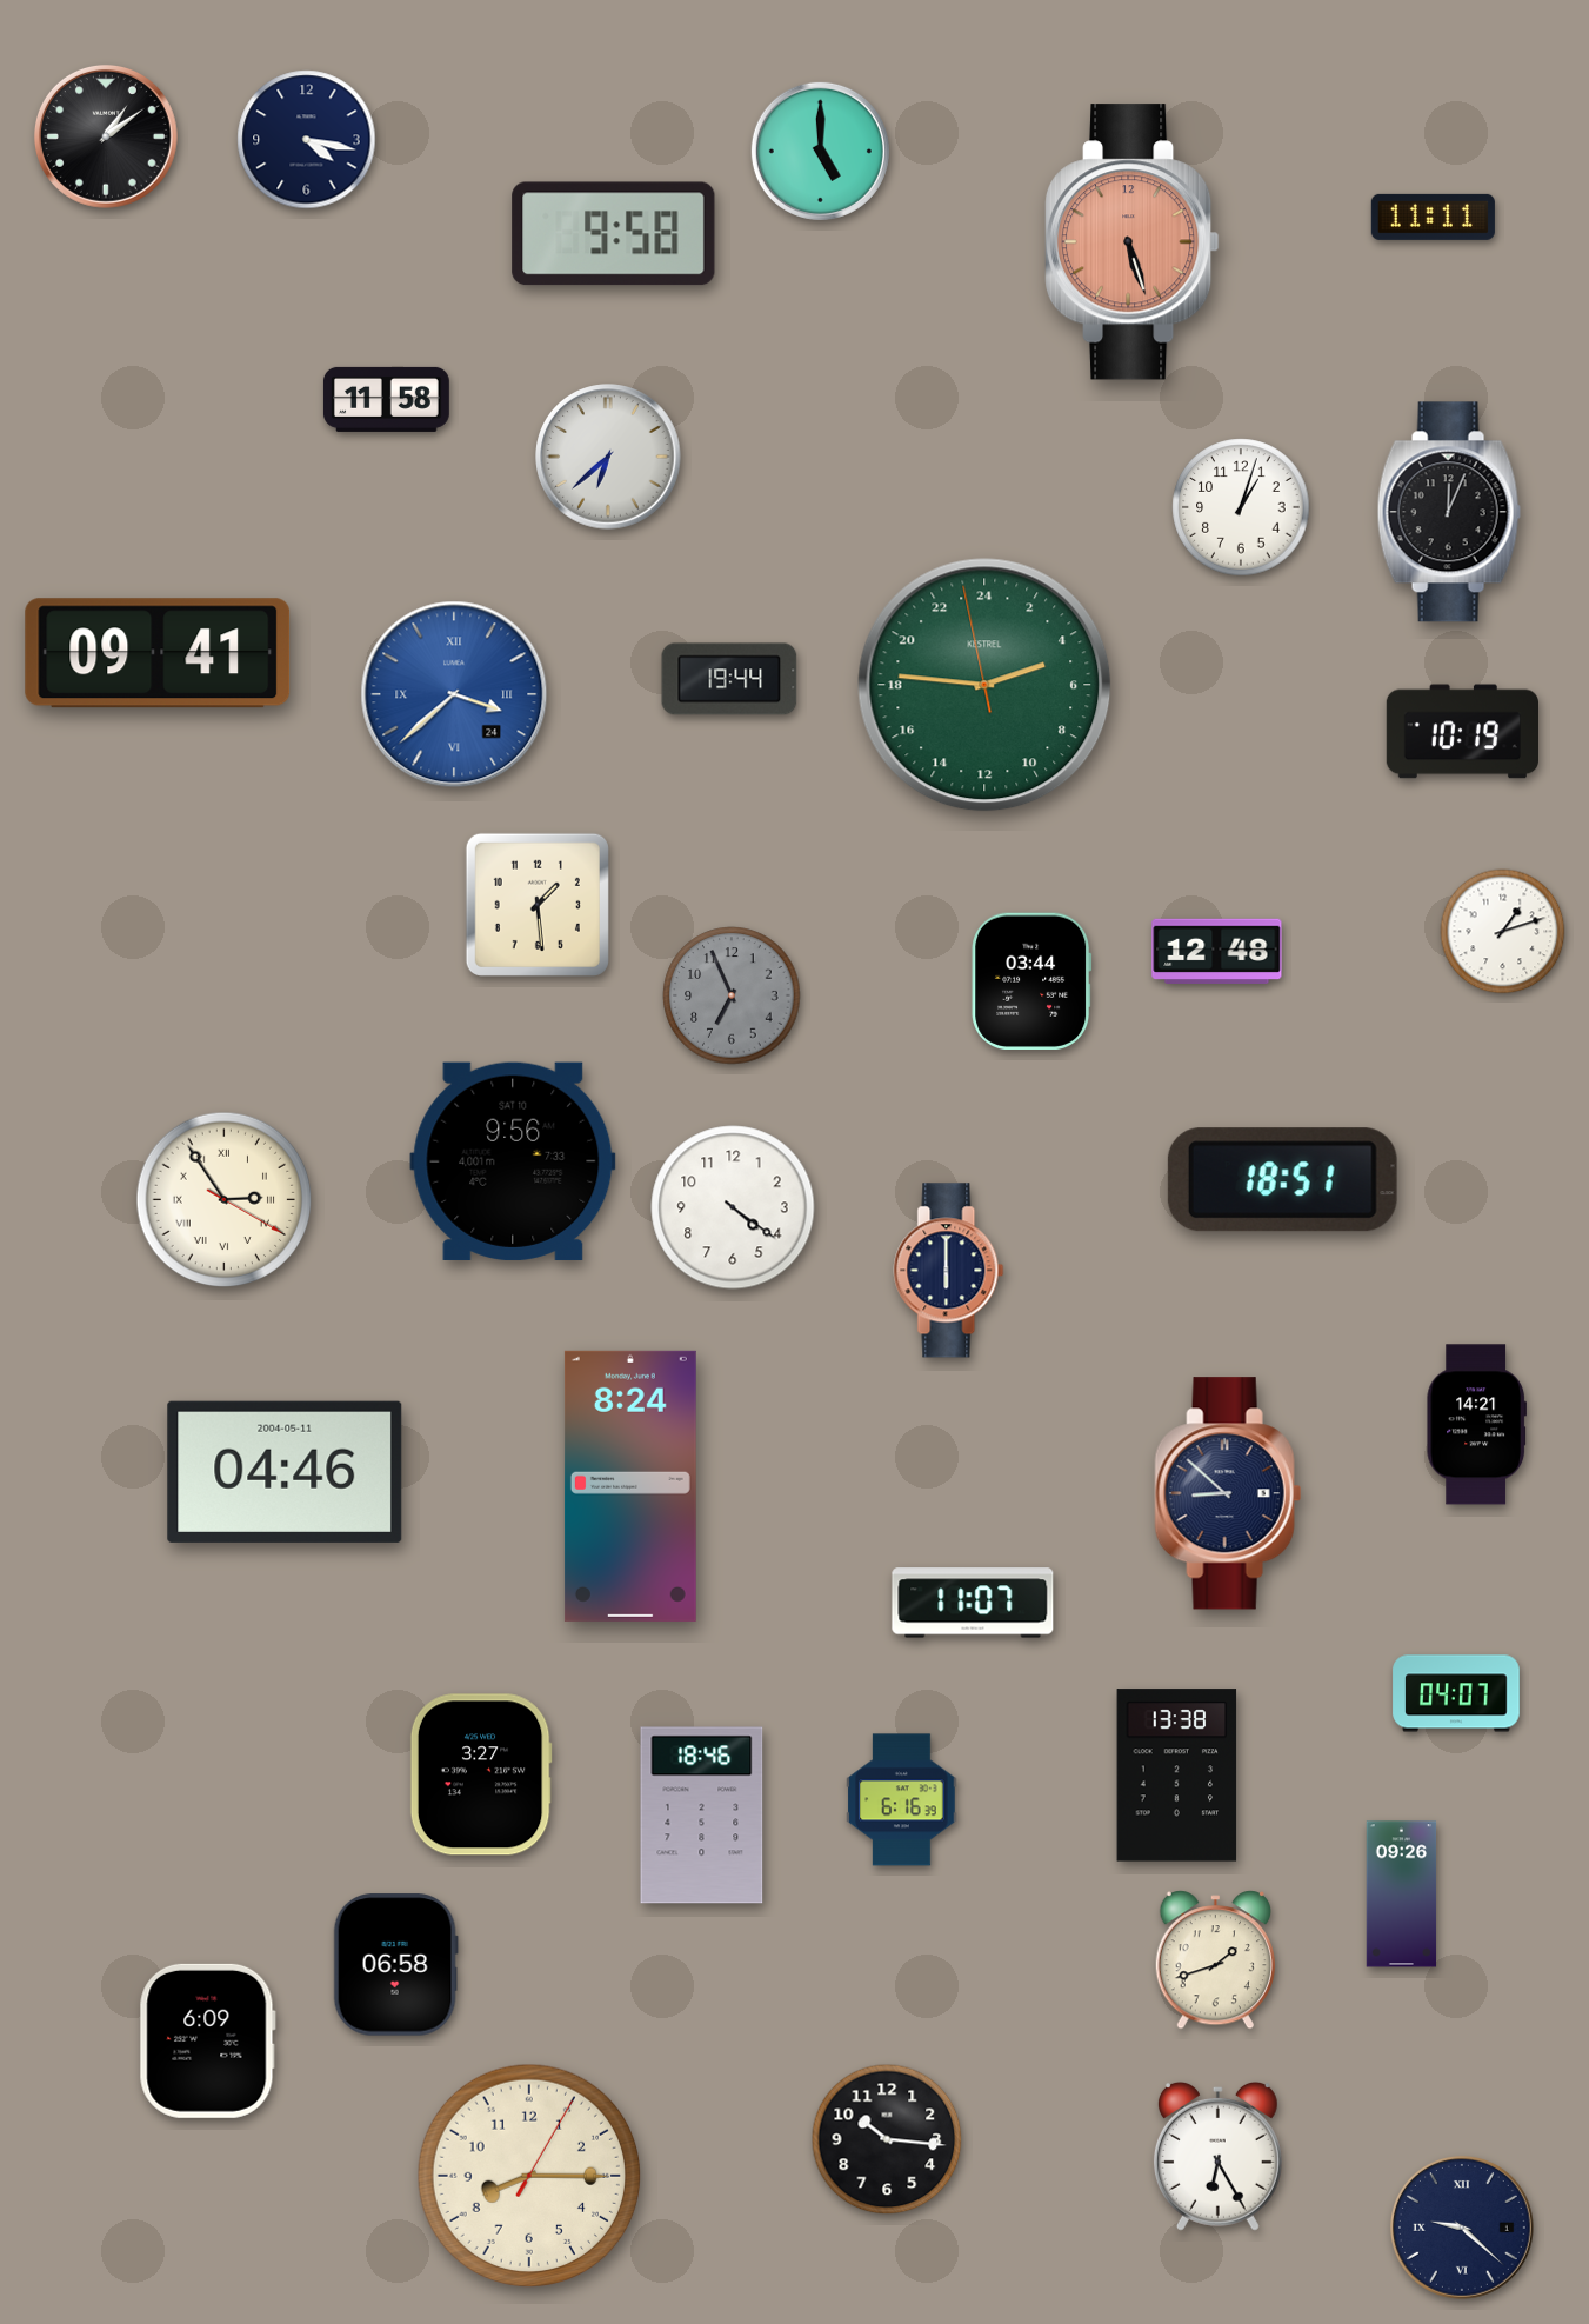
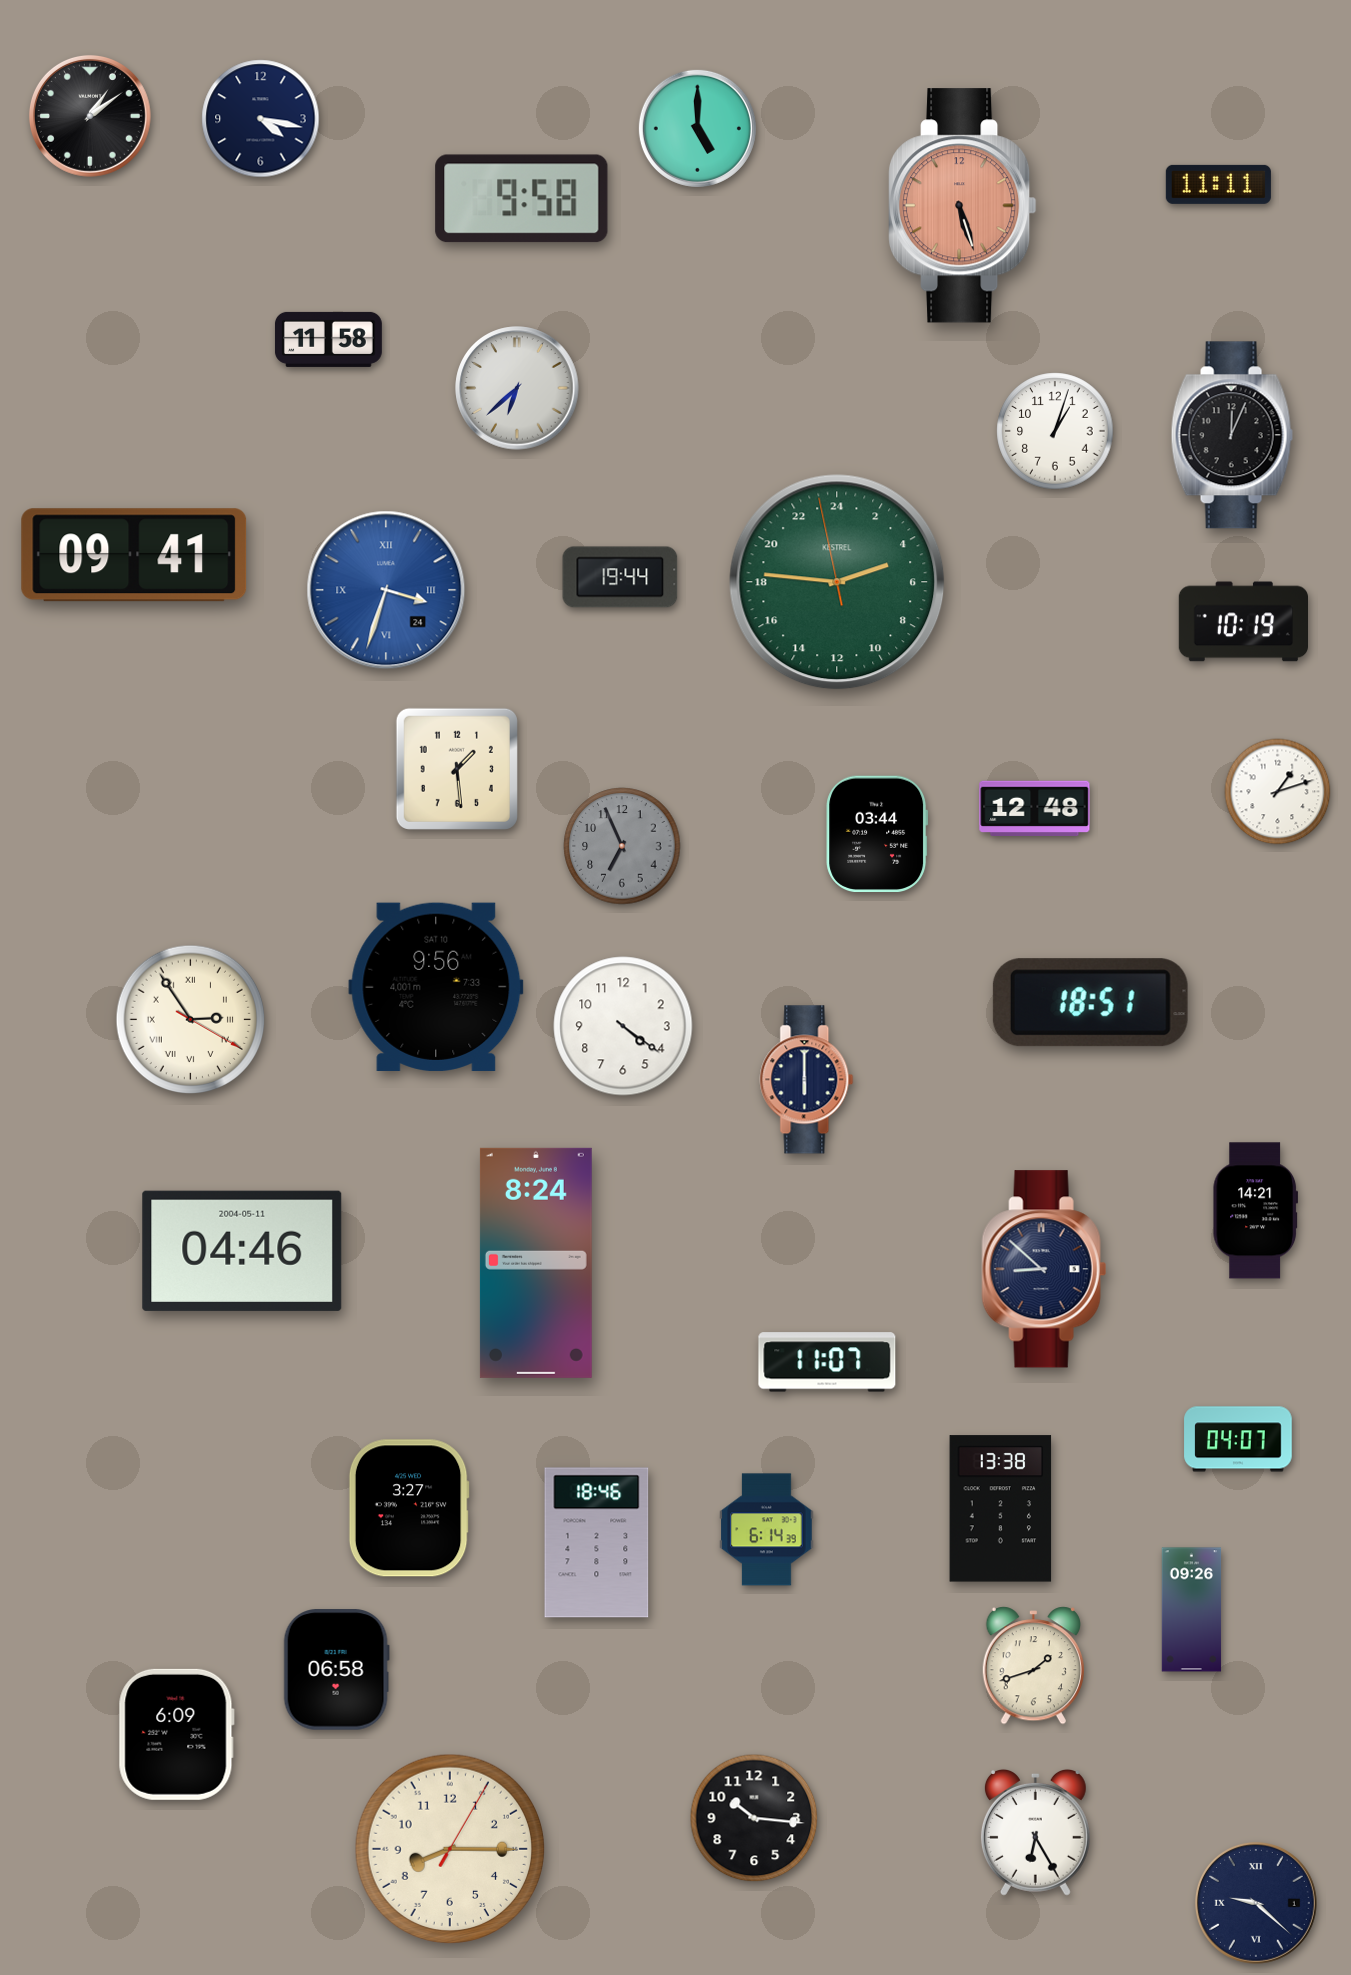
clock at (454, 694): 3:38 -> 3:33
clock at (902, 1800): 6:16 -> 6:14
clock at (1462, 2228) position: (1462, 2228) -> (1256, 1903)
